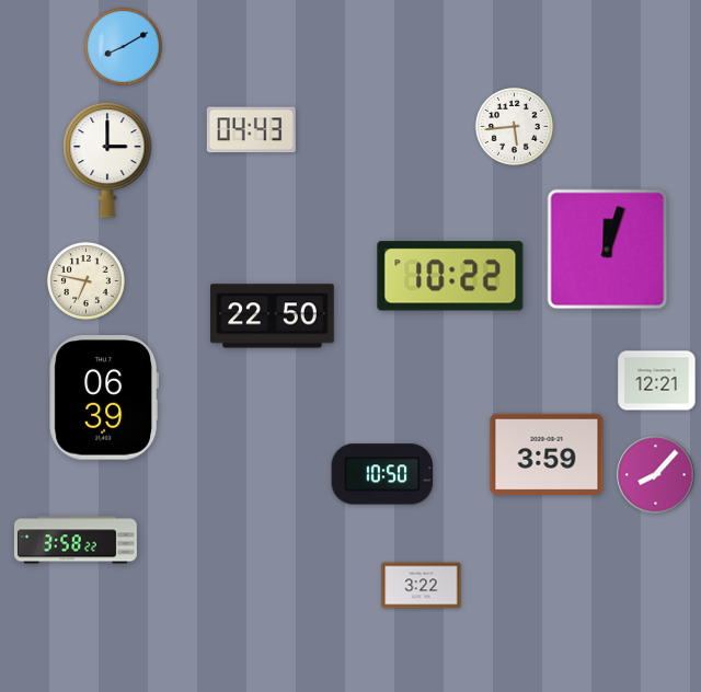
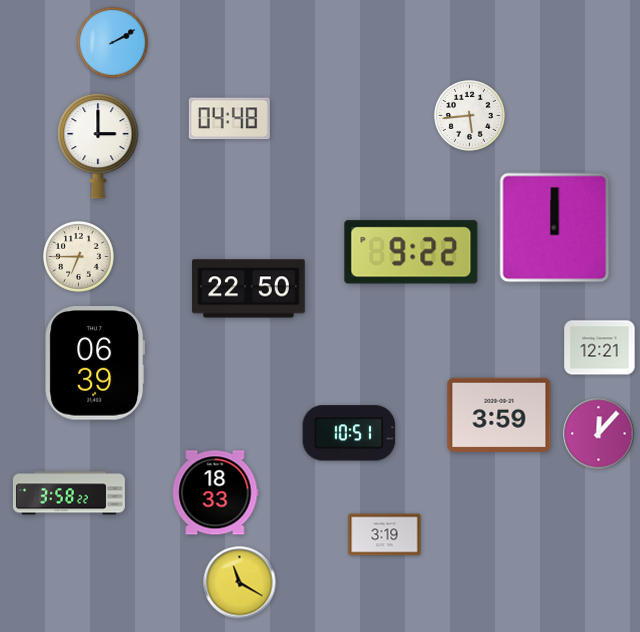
clock at (124, 47): 8:10 -> 2:10
clock at (251, 130): 04:43 -> 04:48
clock at (608, 250): 12:03 -> 12:00
clock at (450, 276): 10:22 -> 9:22
clock at (87, 281): 6:47 -> 6:45
clock at (382, 474): 10:50 -> 10:51
clock at (656, 475): 8:07 -> 12:07
clock at (216, 493): none -> 18:33
clock at (422, 586): 3:22 -> 3:19
clock at (240, 583): none -> 11:20
